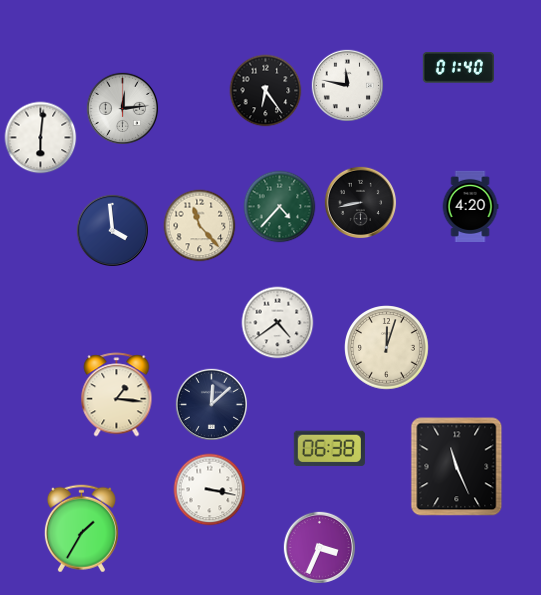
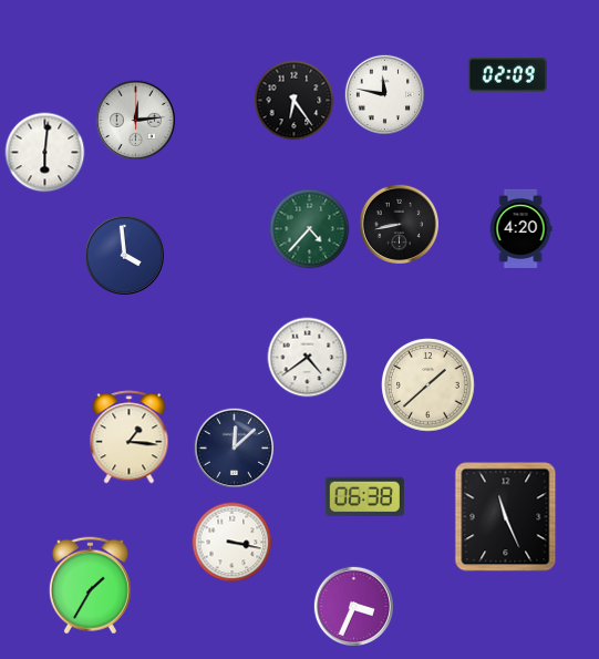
clock at (458, 68): 01:40 -> 02:09
clock at (200, 226): 11:23 -> none
clock at (387, 348): 12:03 -> 1:38
